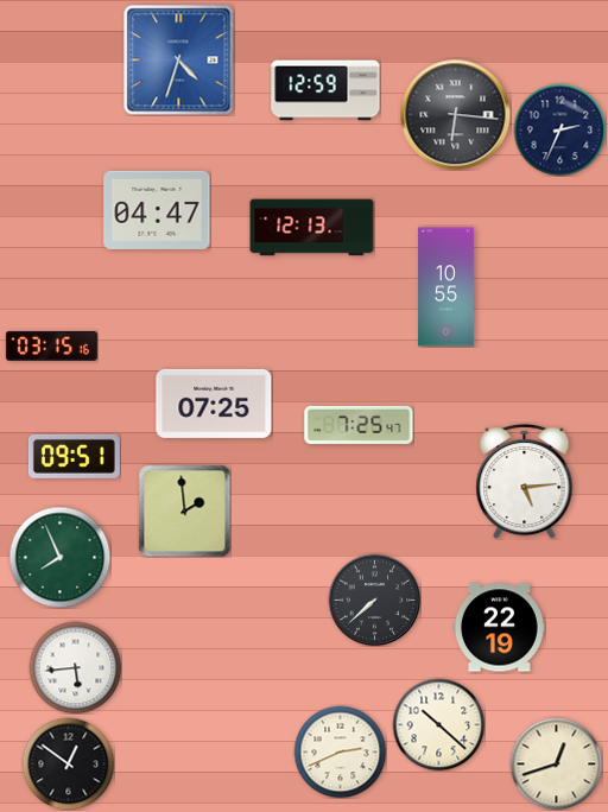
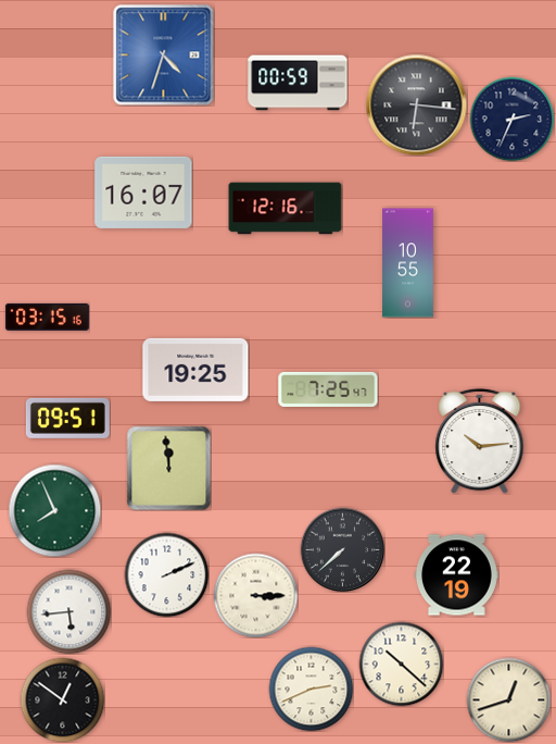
clock at (325, 90): 12:59 -> 00:59
clock at (157, 210): 04:47 -> 16:07
clock at (312, 228): 12:13 -> 12:16
clock at (214, 404): 07:25 -> 19:25
clock at (525, 481): 5:14 -> 10:14
clock at (184, 510): 1:59 -> 11:59
clock at (166, 574): none -> 2:11
clock at (255, 595): none -> 3:15
